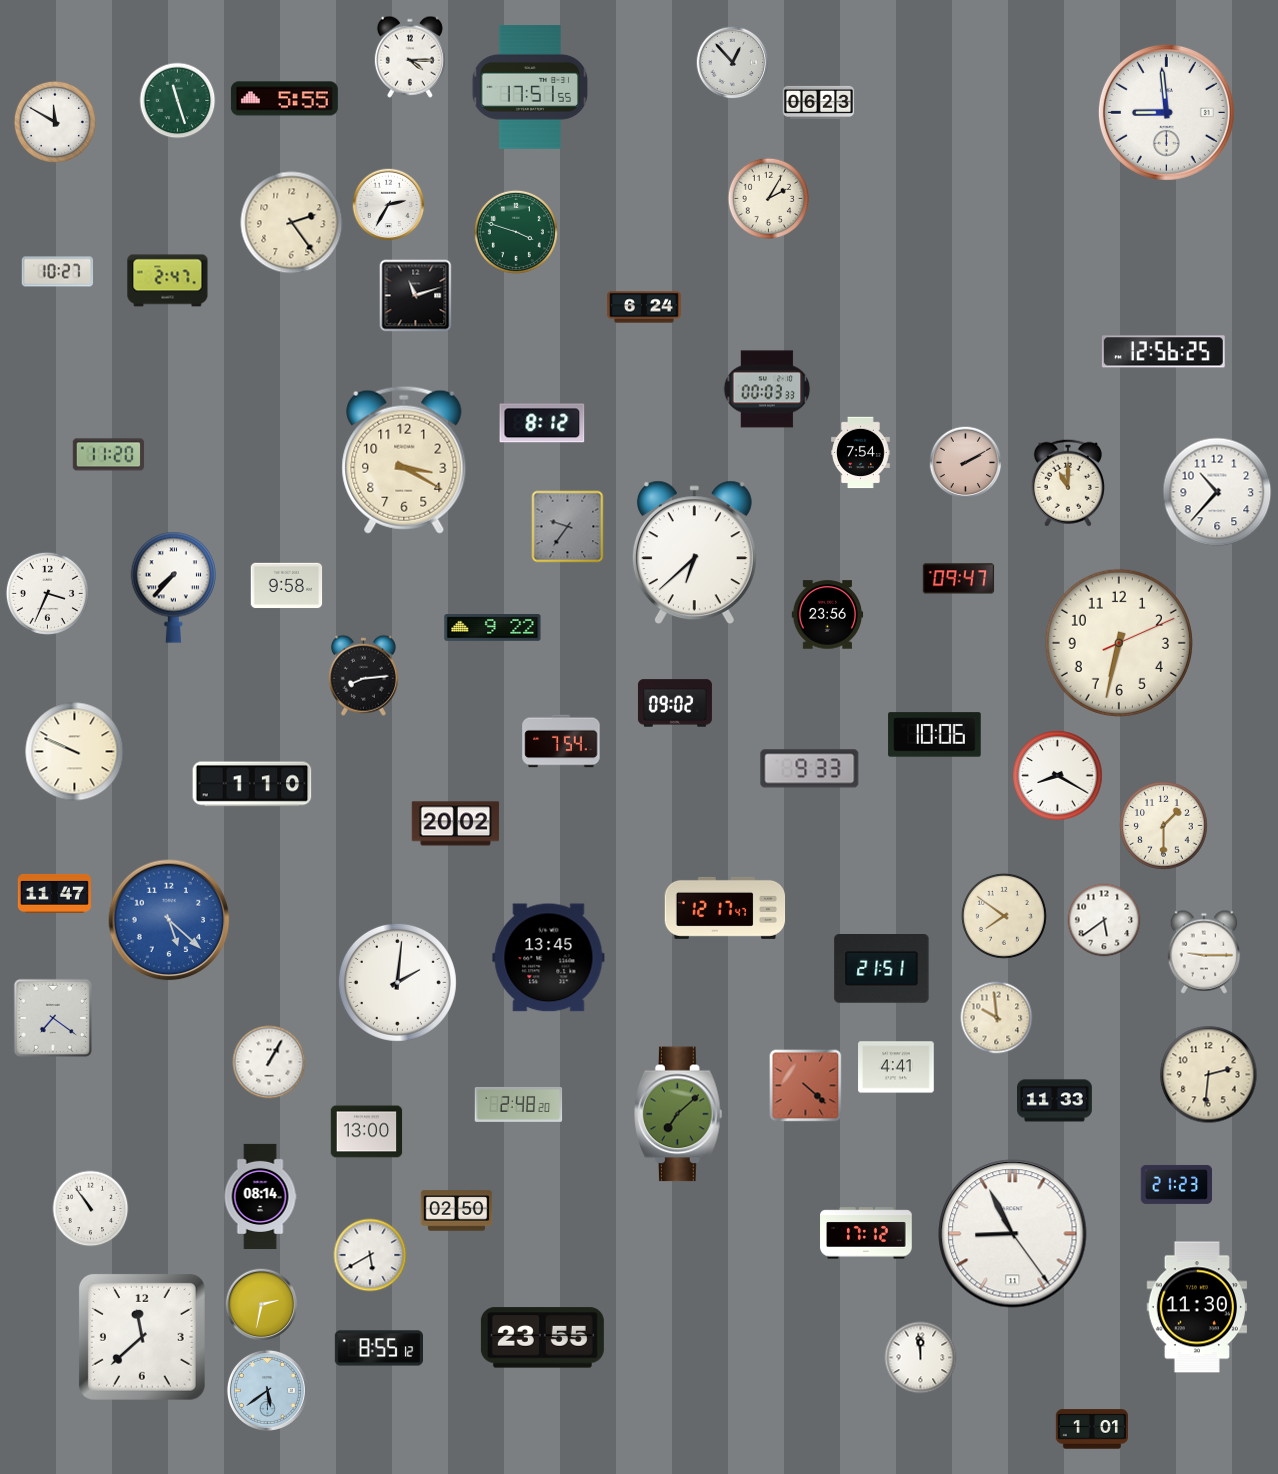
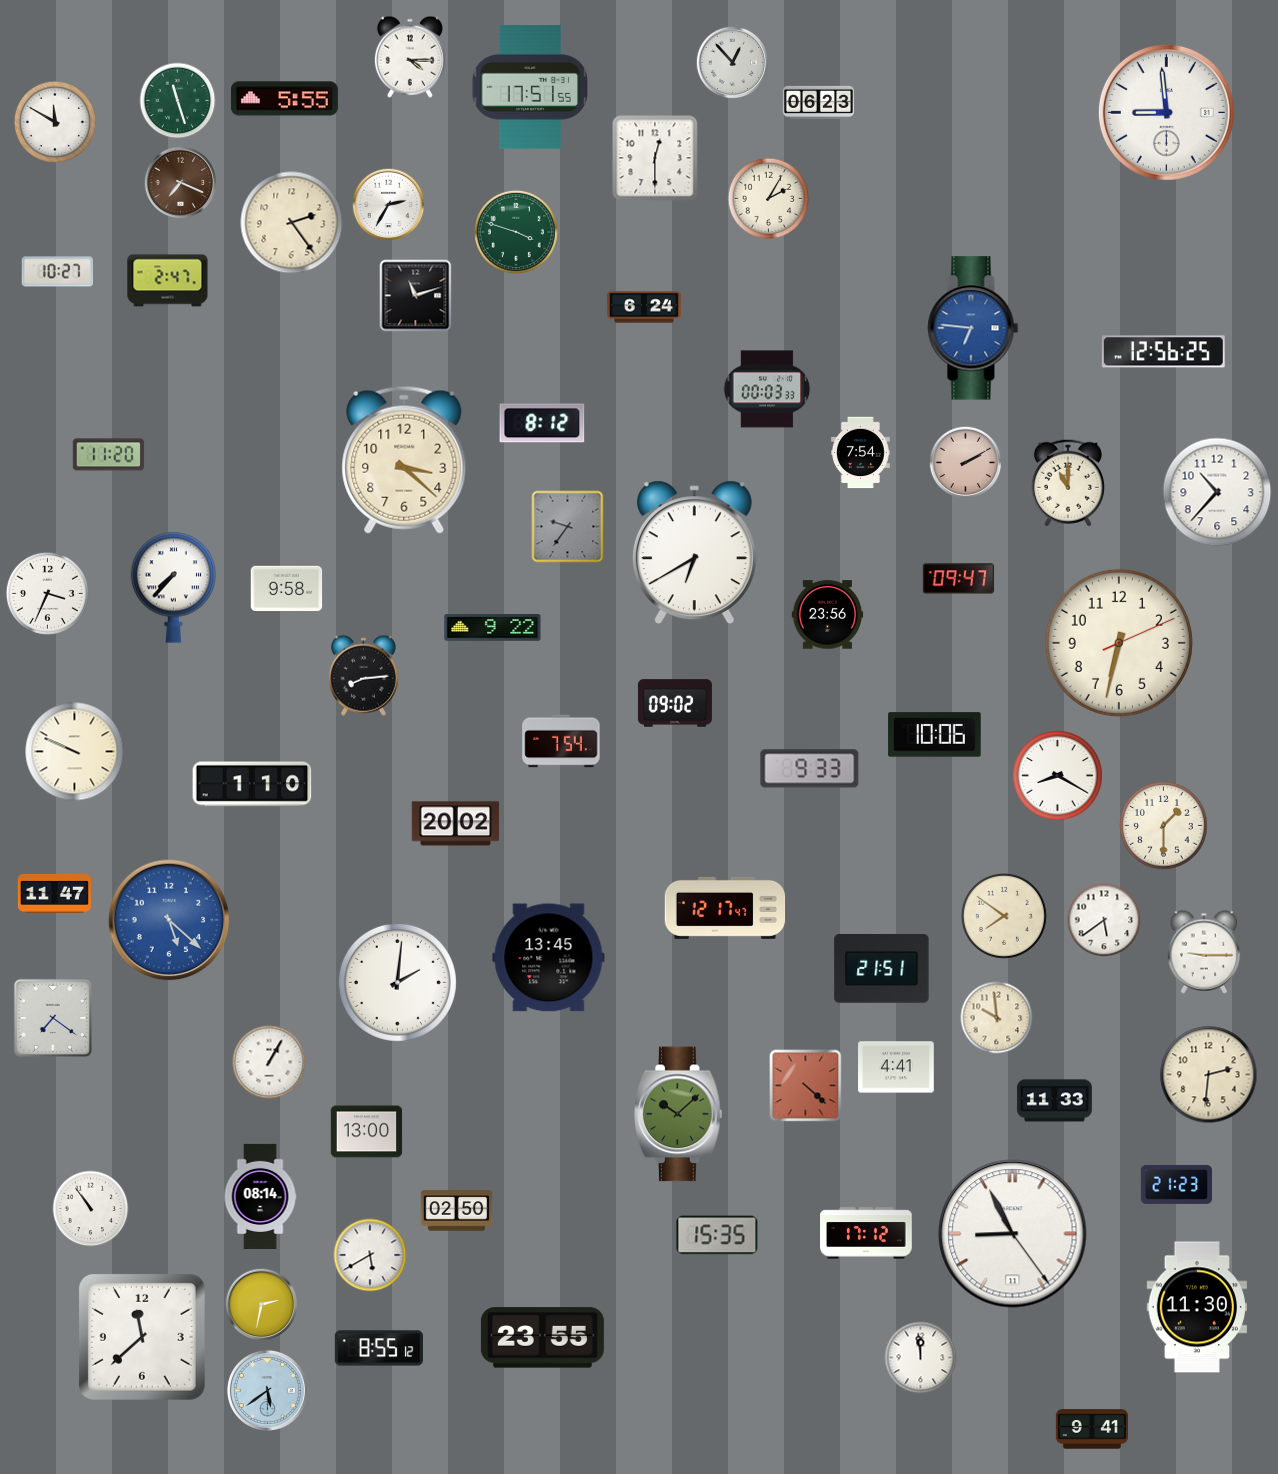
clock at (655, 158): none -> 12:30
clock at (181, 183): none -> 7:19
clock at (973, 328): none -> 6:46
clock at (404, 460): 3:20 -> 3:22
clock at (694, 553): 6:38 -> 6:40
clock at (287, 586) position: (287, 586) -> (287, 589)
clock at (519, 1104): 2:48 -> none
clock at (679, 1114): 7:08 -> 10:08
clock at (717, 1235): none -> 15:35
clock at (1091, 1429): 1:01 -> 9:41
